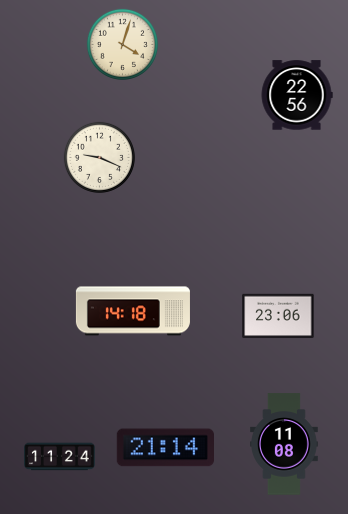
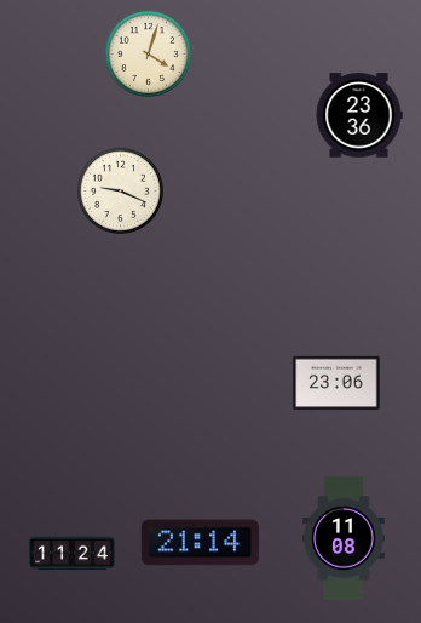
clock at (297, 95): 22:56 -> 23:36
clock at (133, 311): 14:18 -> none
